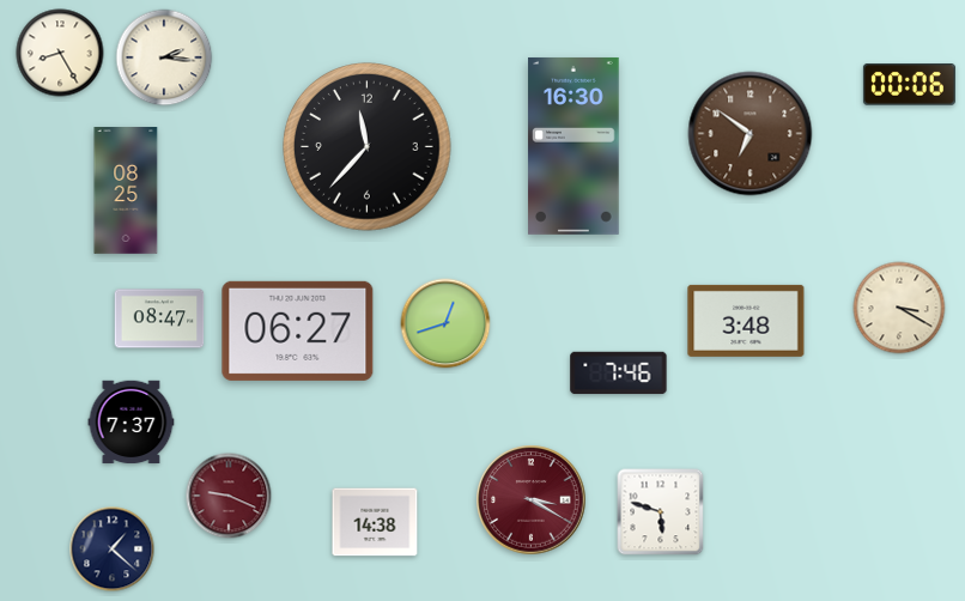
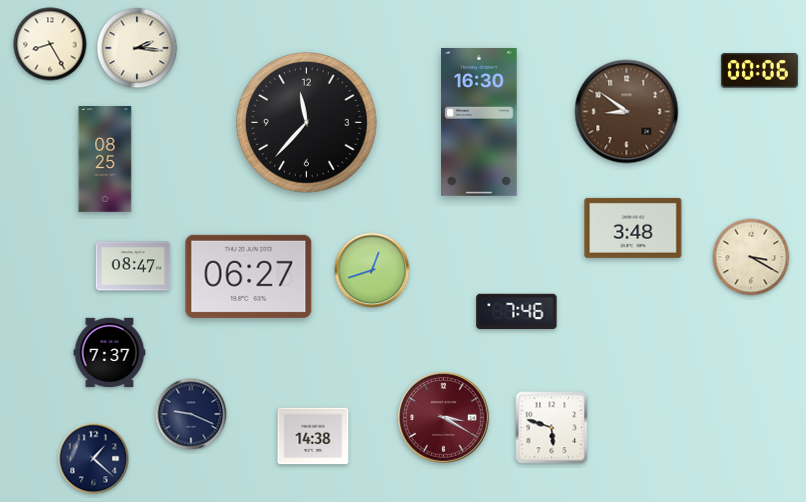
clock at (751, 134): 6:51 -> 8:51
clock at (746, 321) position: (746, 321) -> (633, 228)
clock at (229, 496) dial: burgundy -> navy
